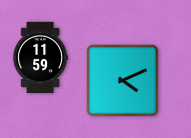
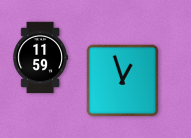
clock at (123, 81): 4:11 -> 12:57
